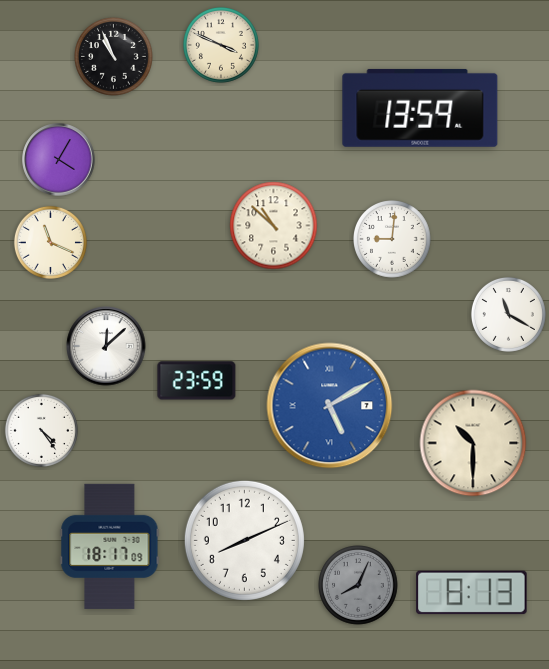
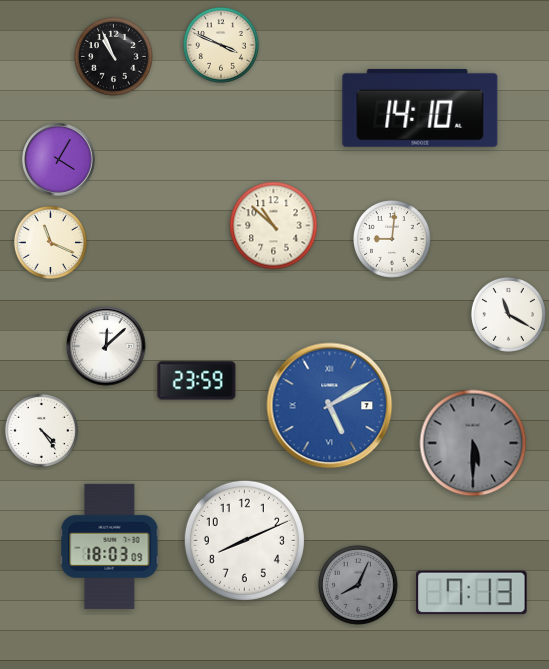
clock at (420, 108): 13:59 -> 14:10
clock at (473, 443): 10:30 -> 5:30
clock at (473, 443) dial: cream -> grey
clock at (110, 546): 18:17 -> 18:03
clock at (472, 593): 8:13 -> 7:13
